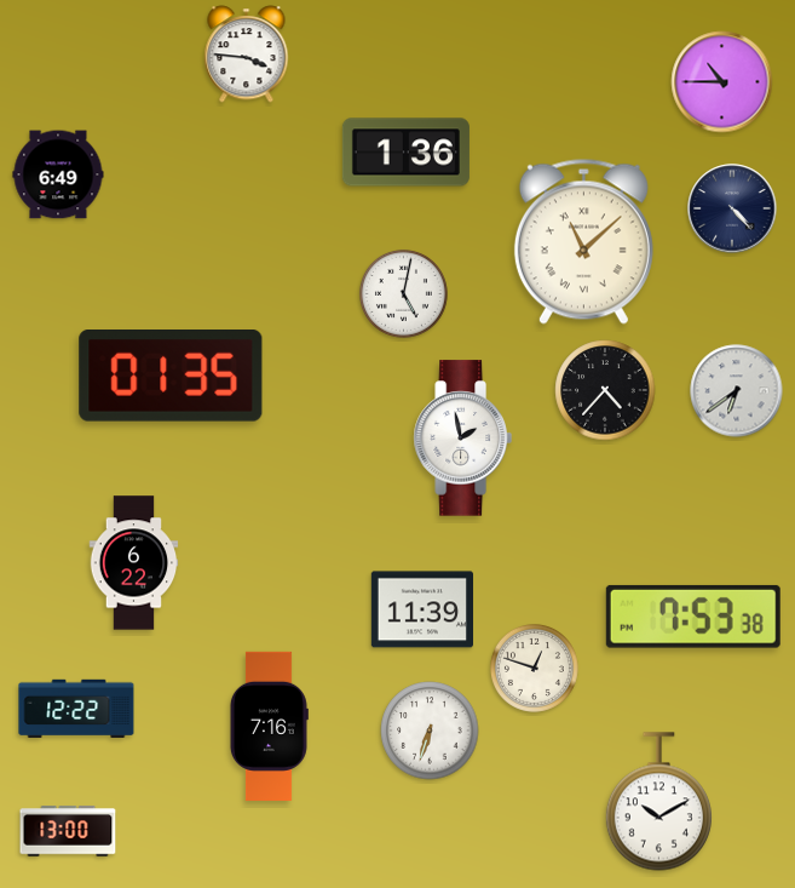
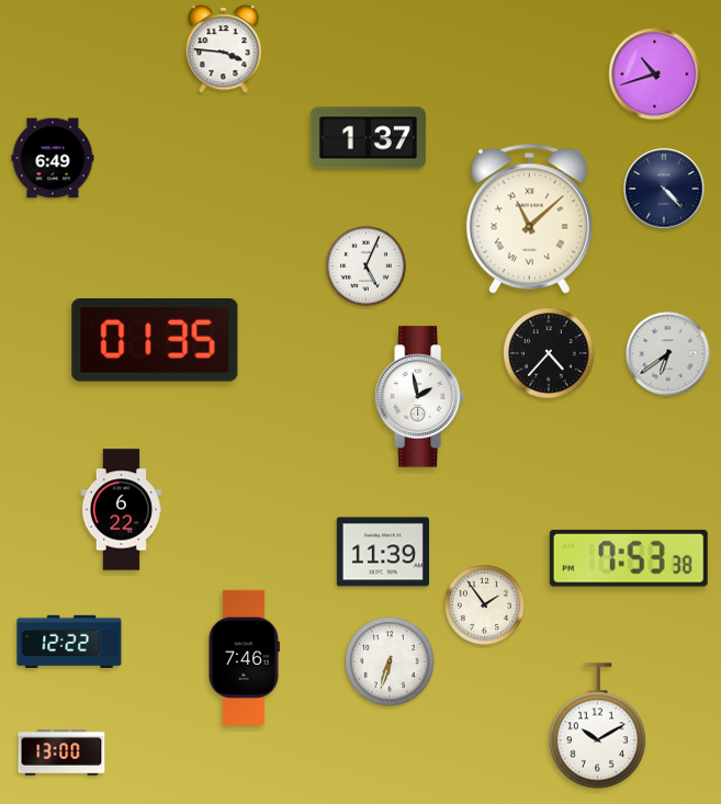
clock at (722, 82): 10:45 -> 10:42
clock at (405, 153): 1:36 -> 1:37
clock at (403, 293): 5:02 -> 5:04
clock at (534, 668): 12:48 -> 1:54
clock at (269, 726): 7:16 -> 7:46
